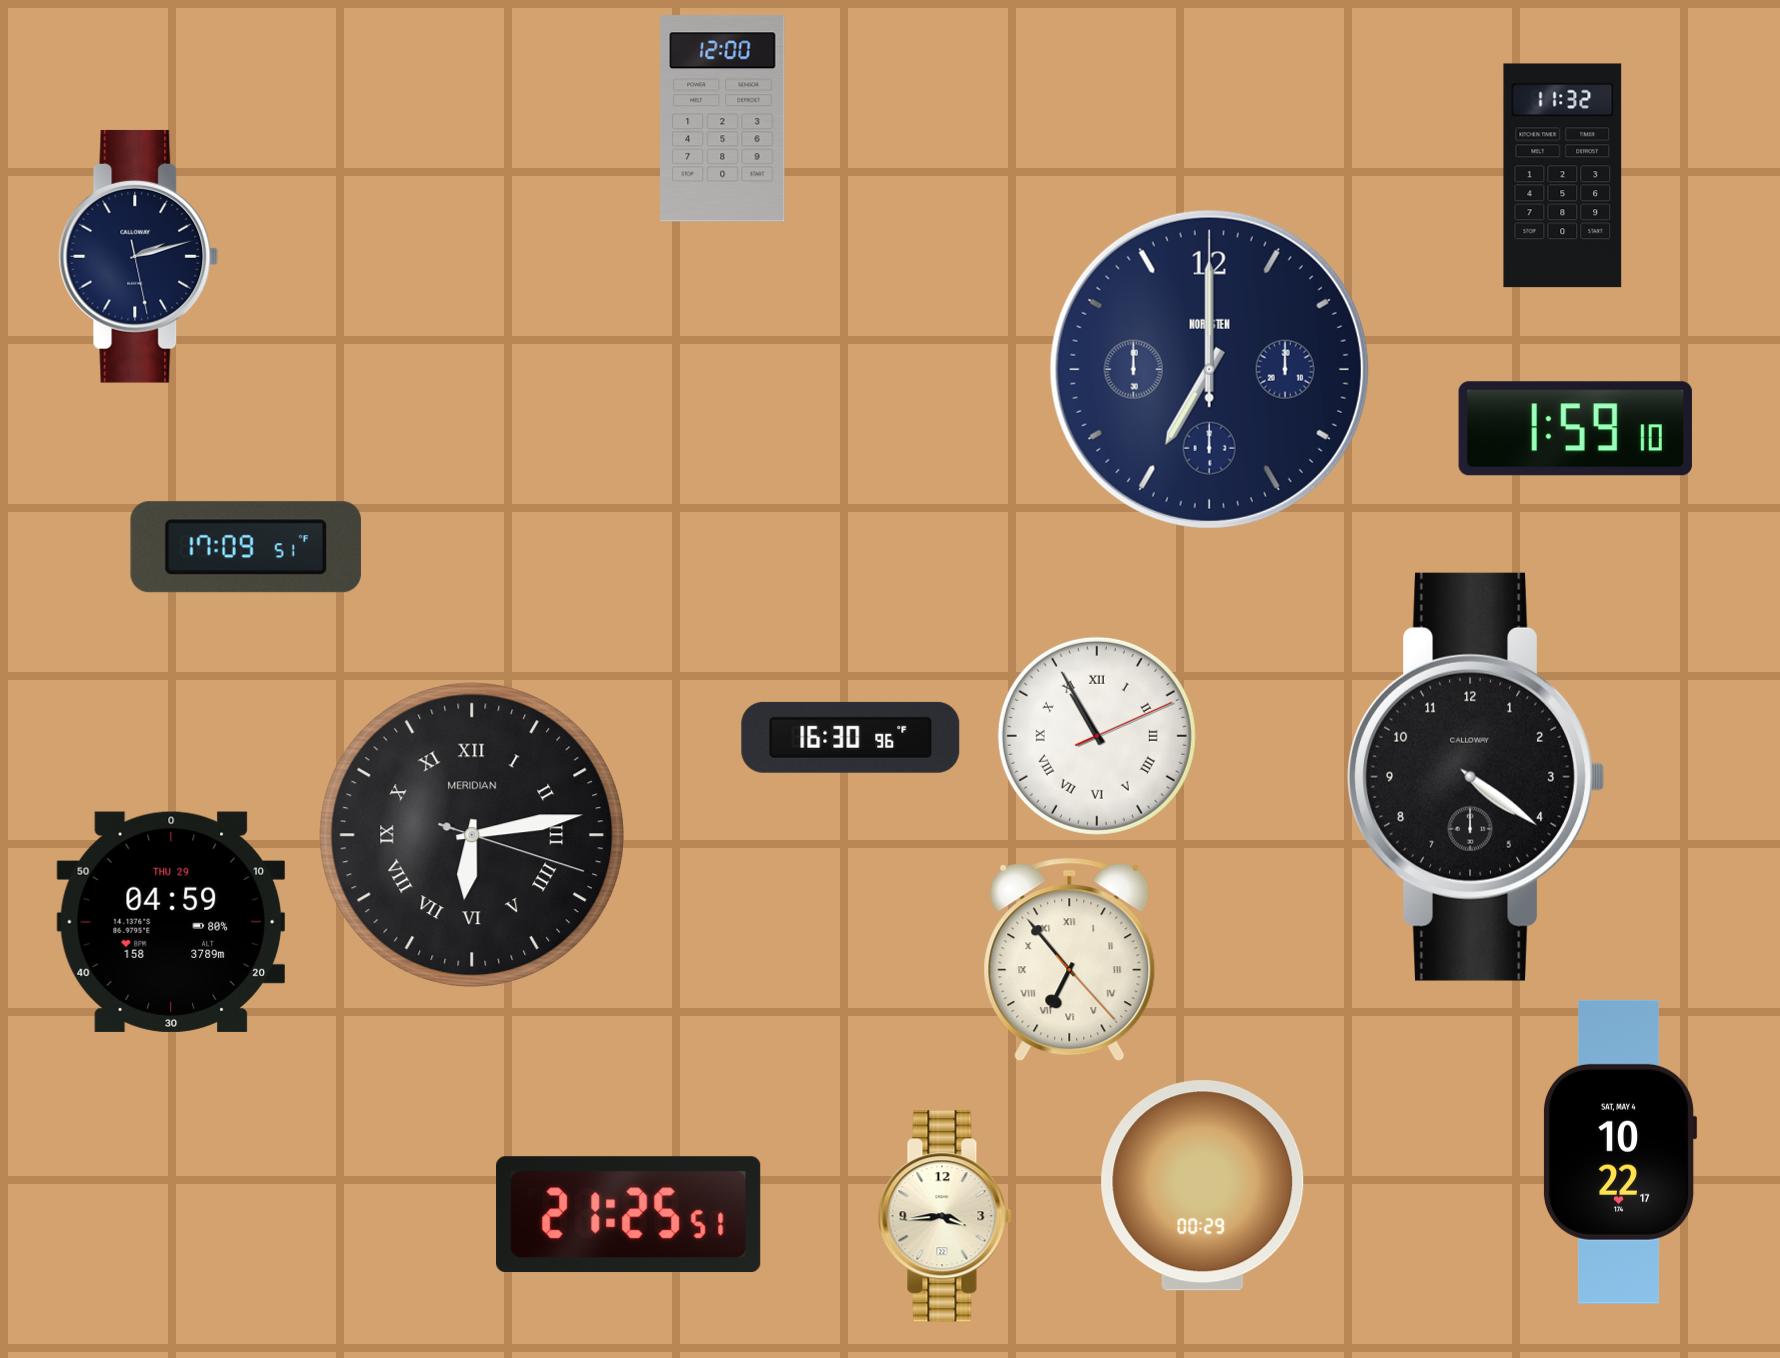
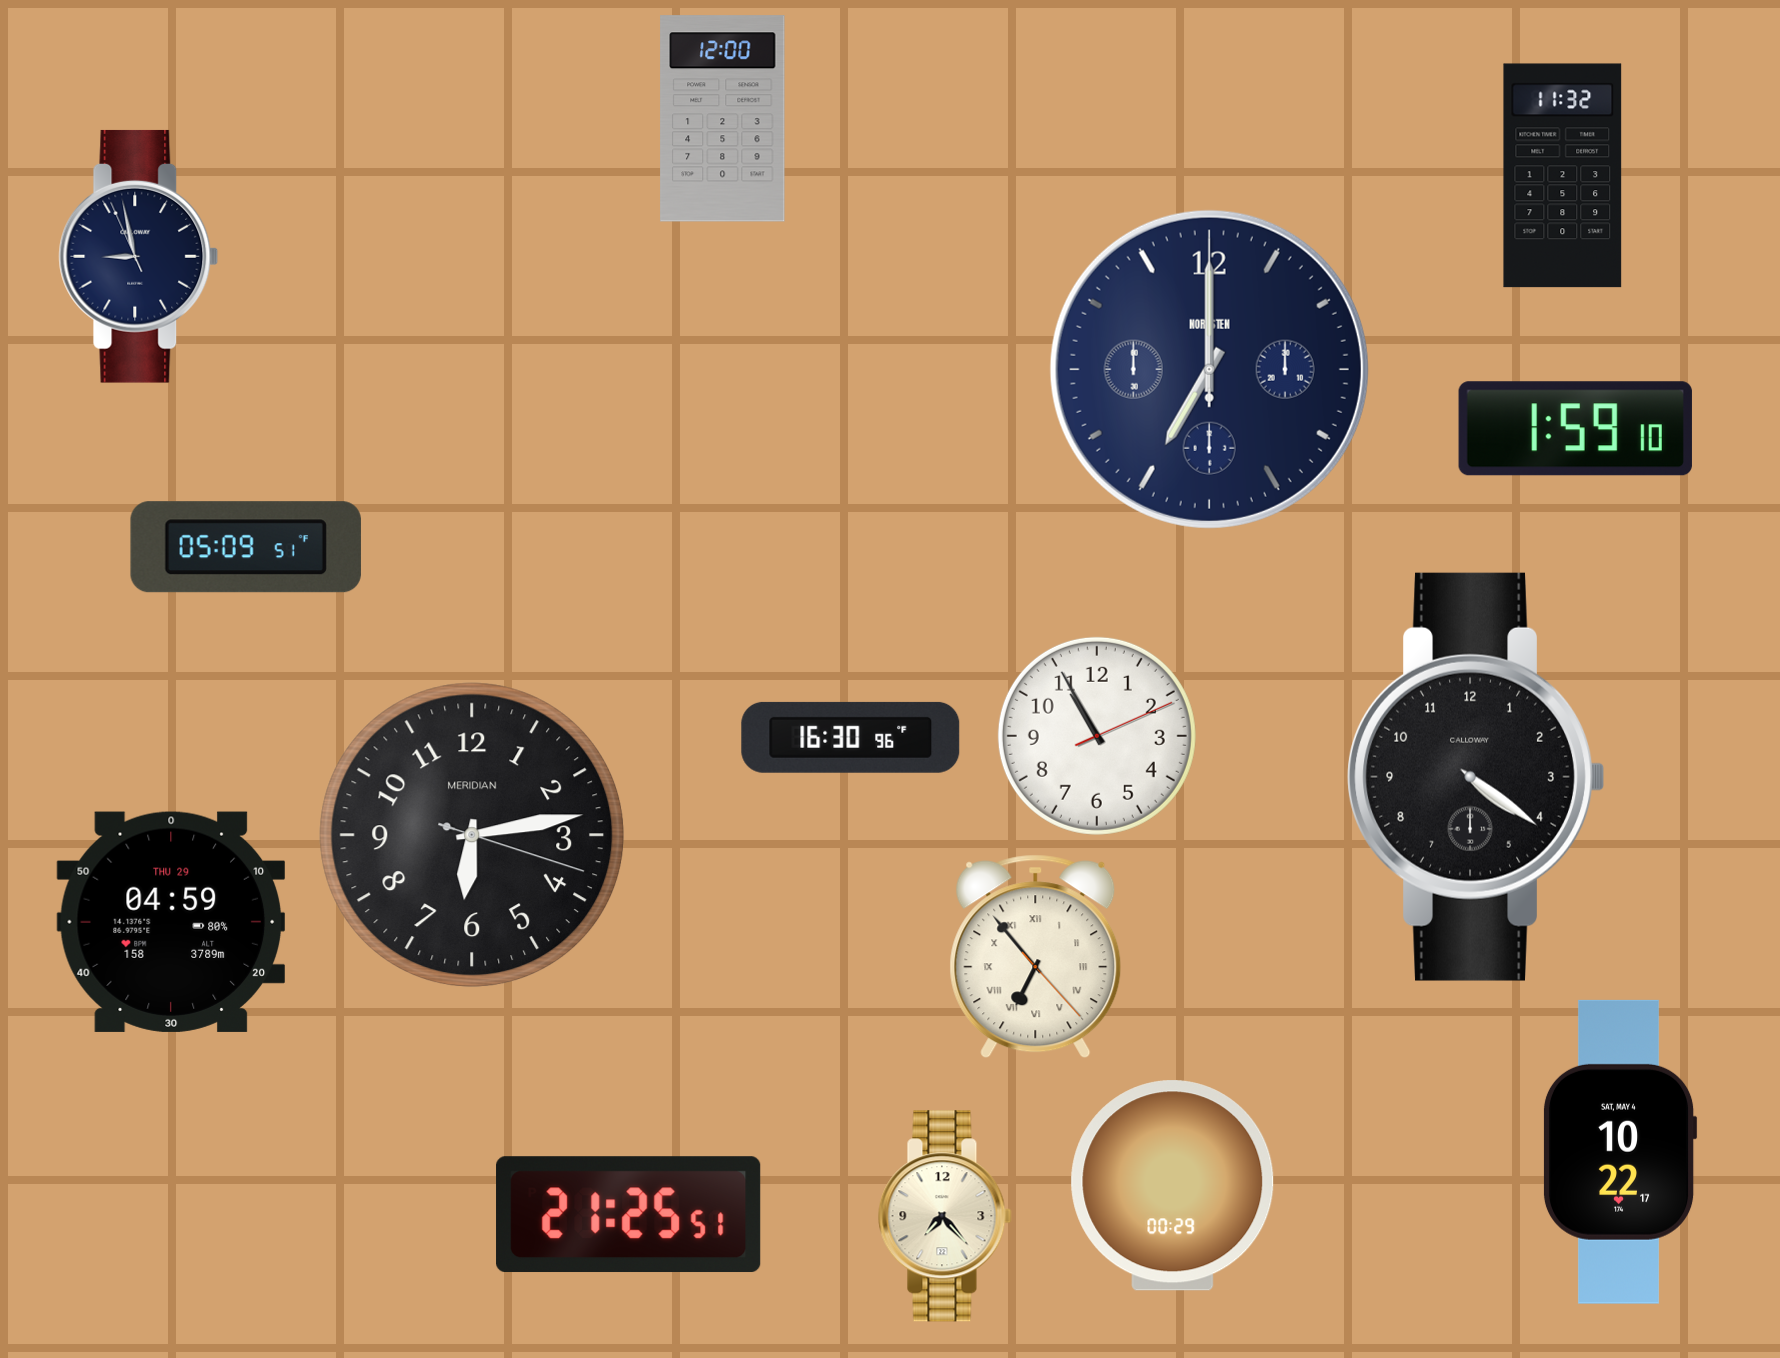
clock at (139, 256): 2:12 -> 8:57
clock at (246, 547): 17:09 -> 05:09
clock at (1097, 736) numerals: Roman -> Arabic
clock at (472, 835) numerals: Roman -> Arabic
clock at (1070, 960) position: (1070, 960) -> (1036, 957)
clock at (1203, 1186) position: (1203, 1186) -> (1173, 1186)
clock at (945, 1216): 3:44 -> 7:23
